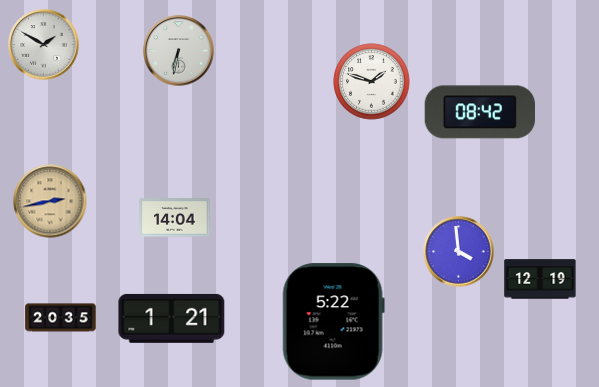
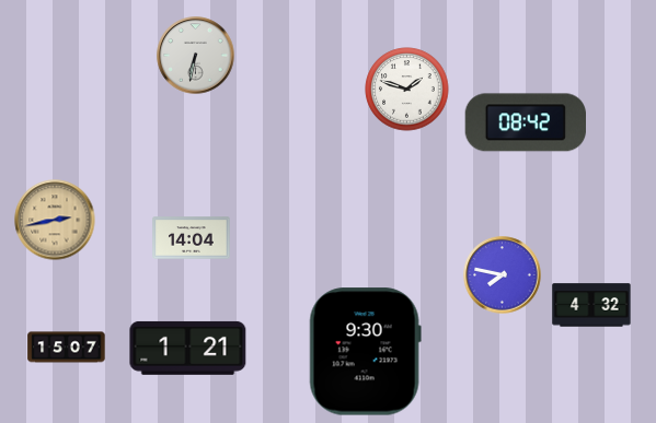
clock at (44, 45): 1:50 -> none
clock at (459, 252): 3:59 -> 7:47
clock at (540, 279): 12:19 -> 4:32
clock at (61, 318): 20:35 -> 15:07
clock at (333, 322): 5:22 -> 9:30
